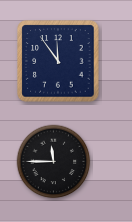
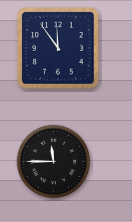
clock at (58, 61) position: (58, 61) -> (58, 48)
